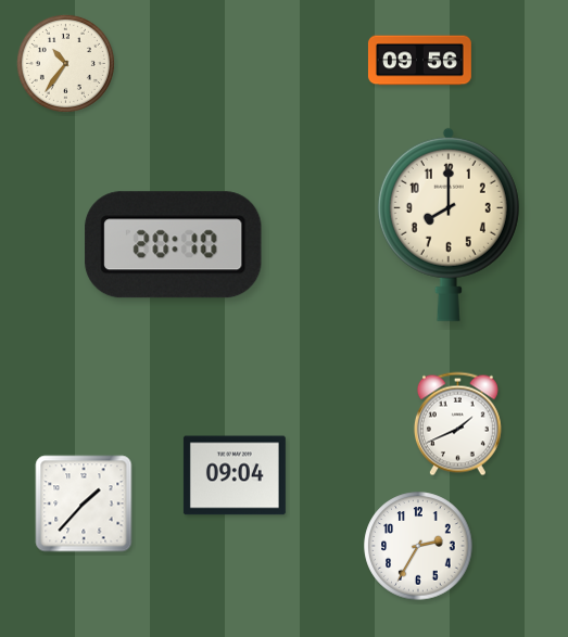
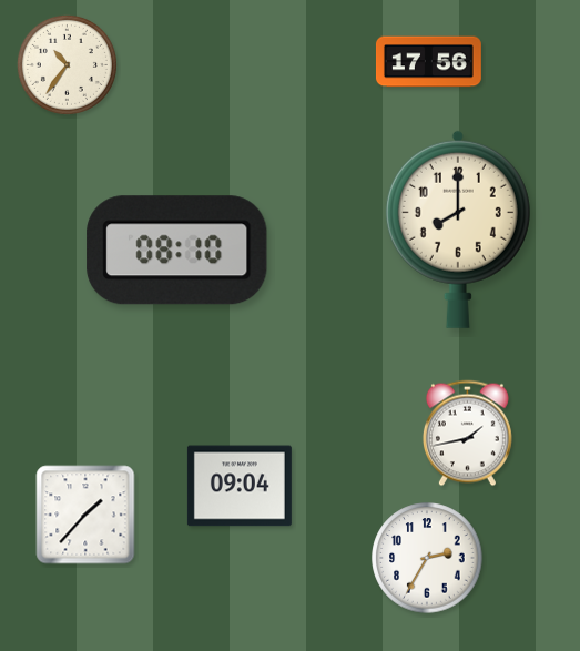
clock at (419, 61): 09:56 -> 17:56
clock at (174, 245): 20:10 -> 08:10
clock at (457, 424): 1:41 -> 1:43
